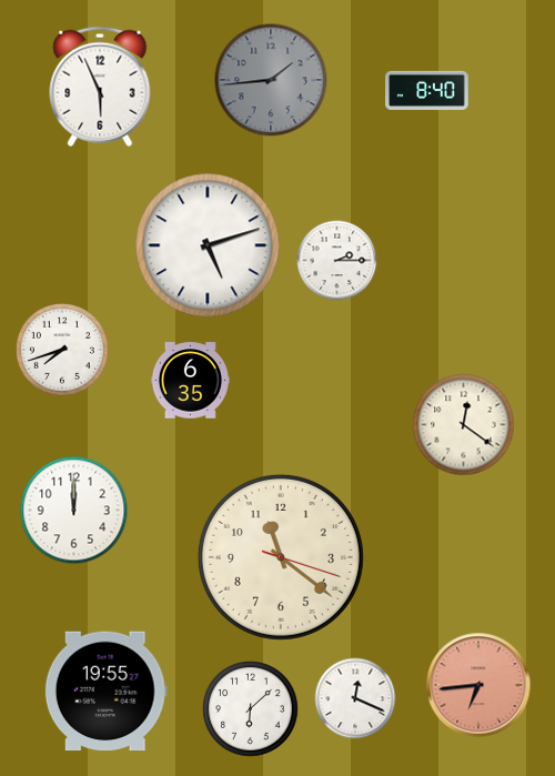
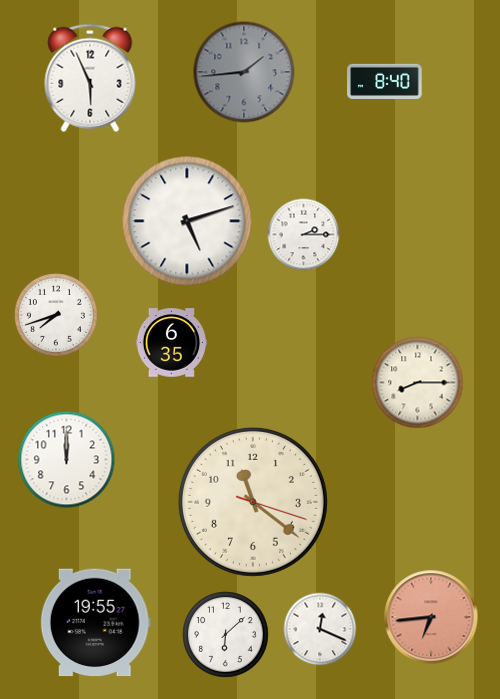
clock at (464, 425): 12:21 -> 8:15
clock at (251, 709) position: (251, 709) -> (226, 635)
